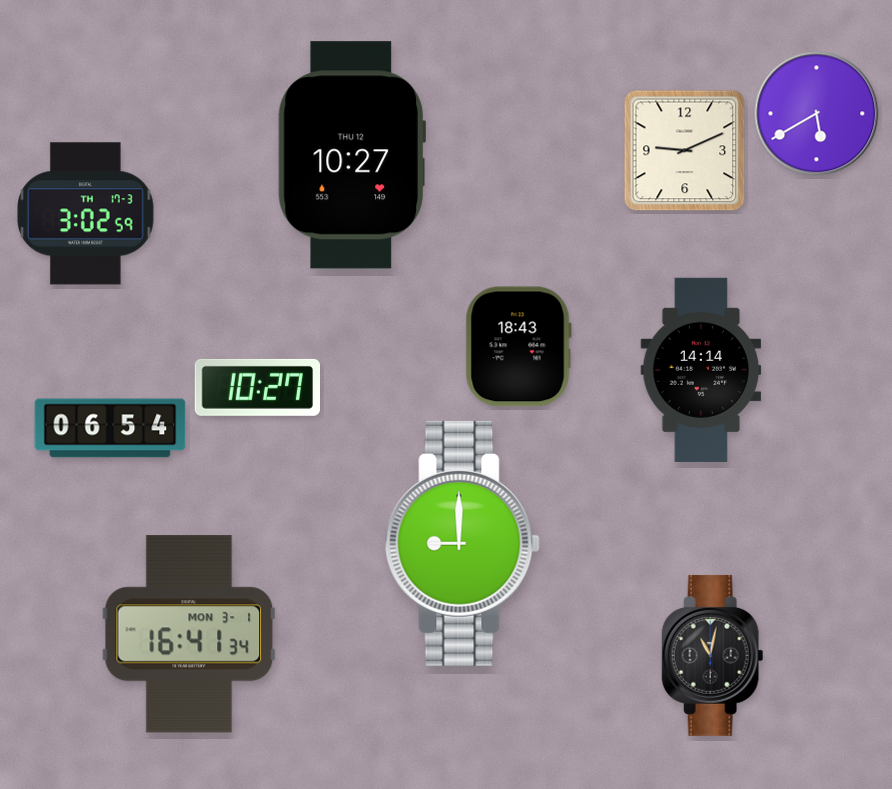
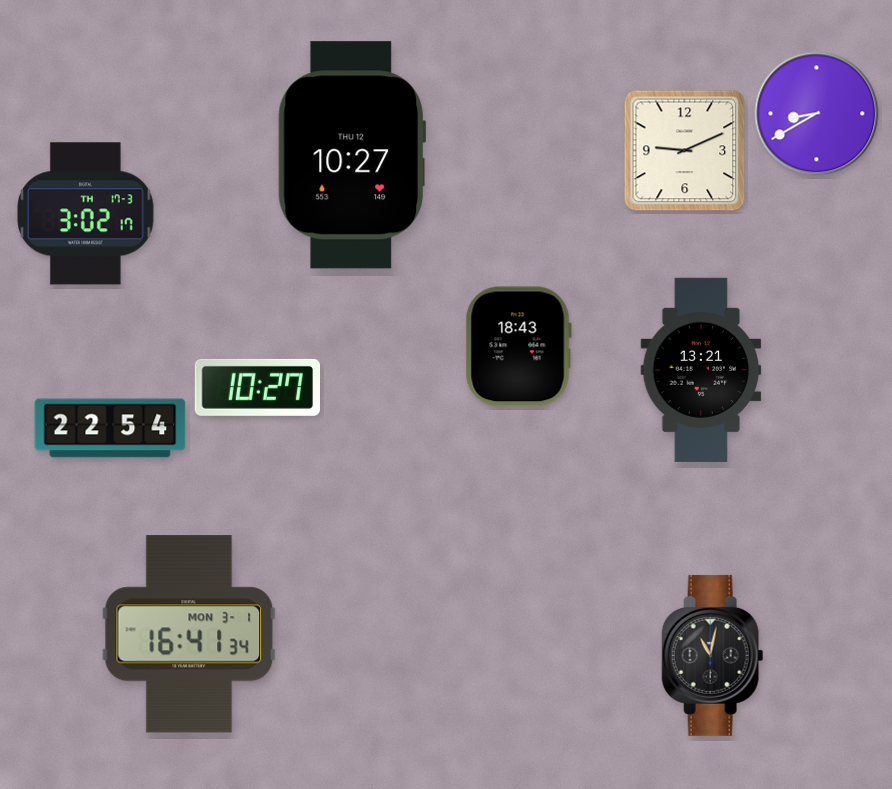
clock at (817, 114): 5:40 -> 8:40
clock at (86, 214): 3:02:59 -> 3:02:17
clock at (701, 370): 14:14 -> 13:21
clock at (110, 428): 06:54 -> 22:54
clock at (462, 543): 9:00 -> none
